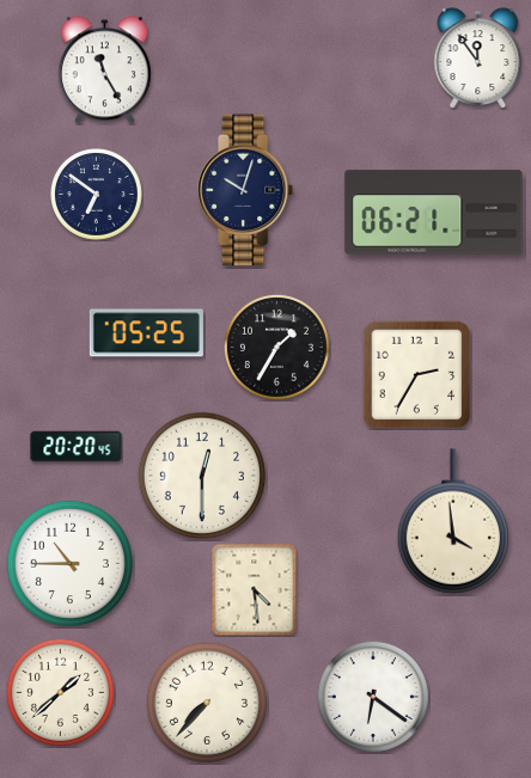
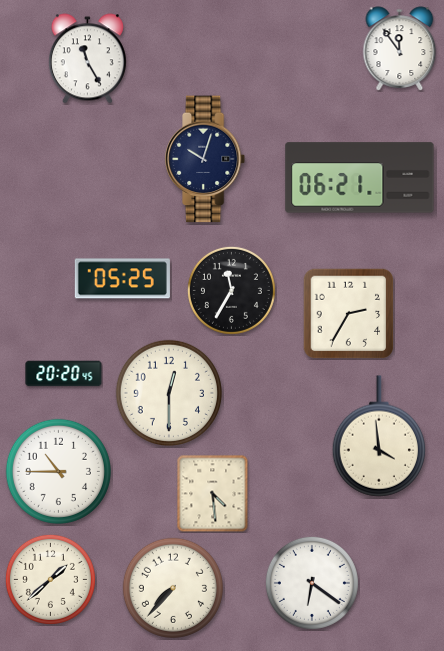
clock at (97, 195): 6:51 -> none
clock at (434, 213) position: (434, 213) -> (360, 178)
clock at (276, 347): 1:35 -> 11:35
clock at (202, 476) position: (202, 476) -> (169, 393)
